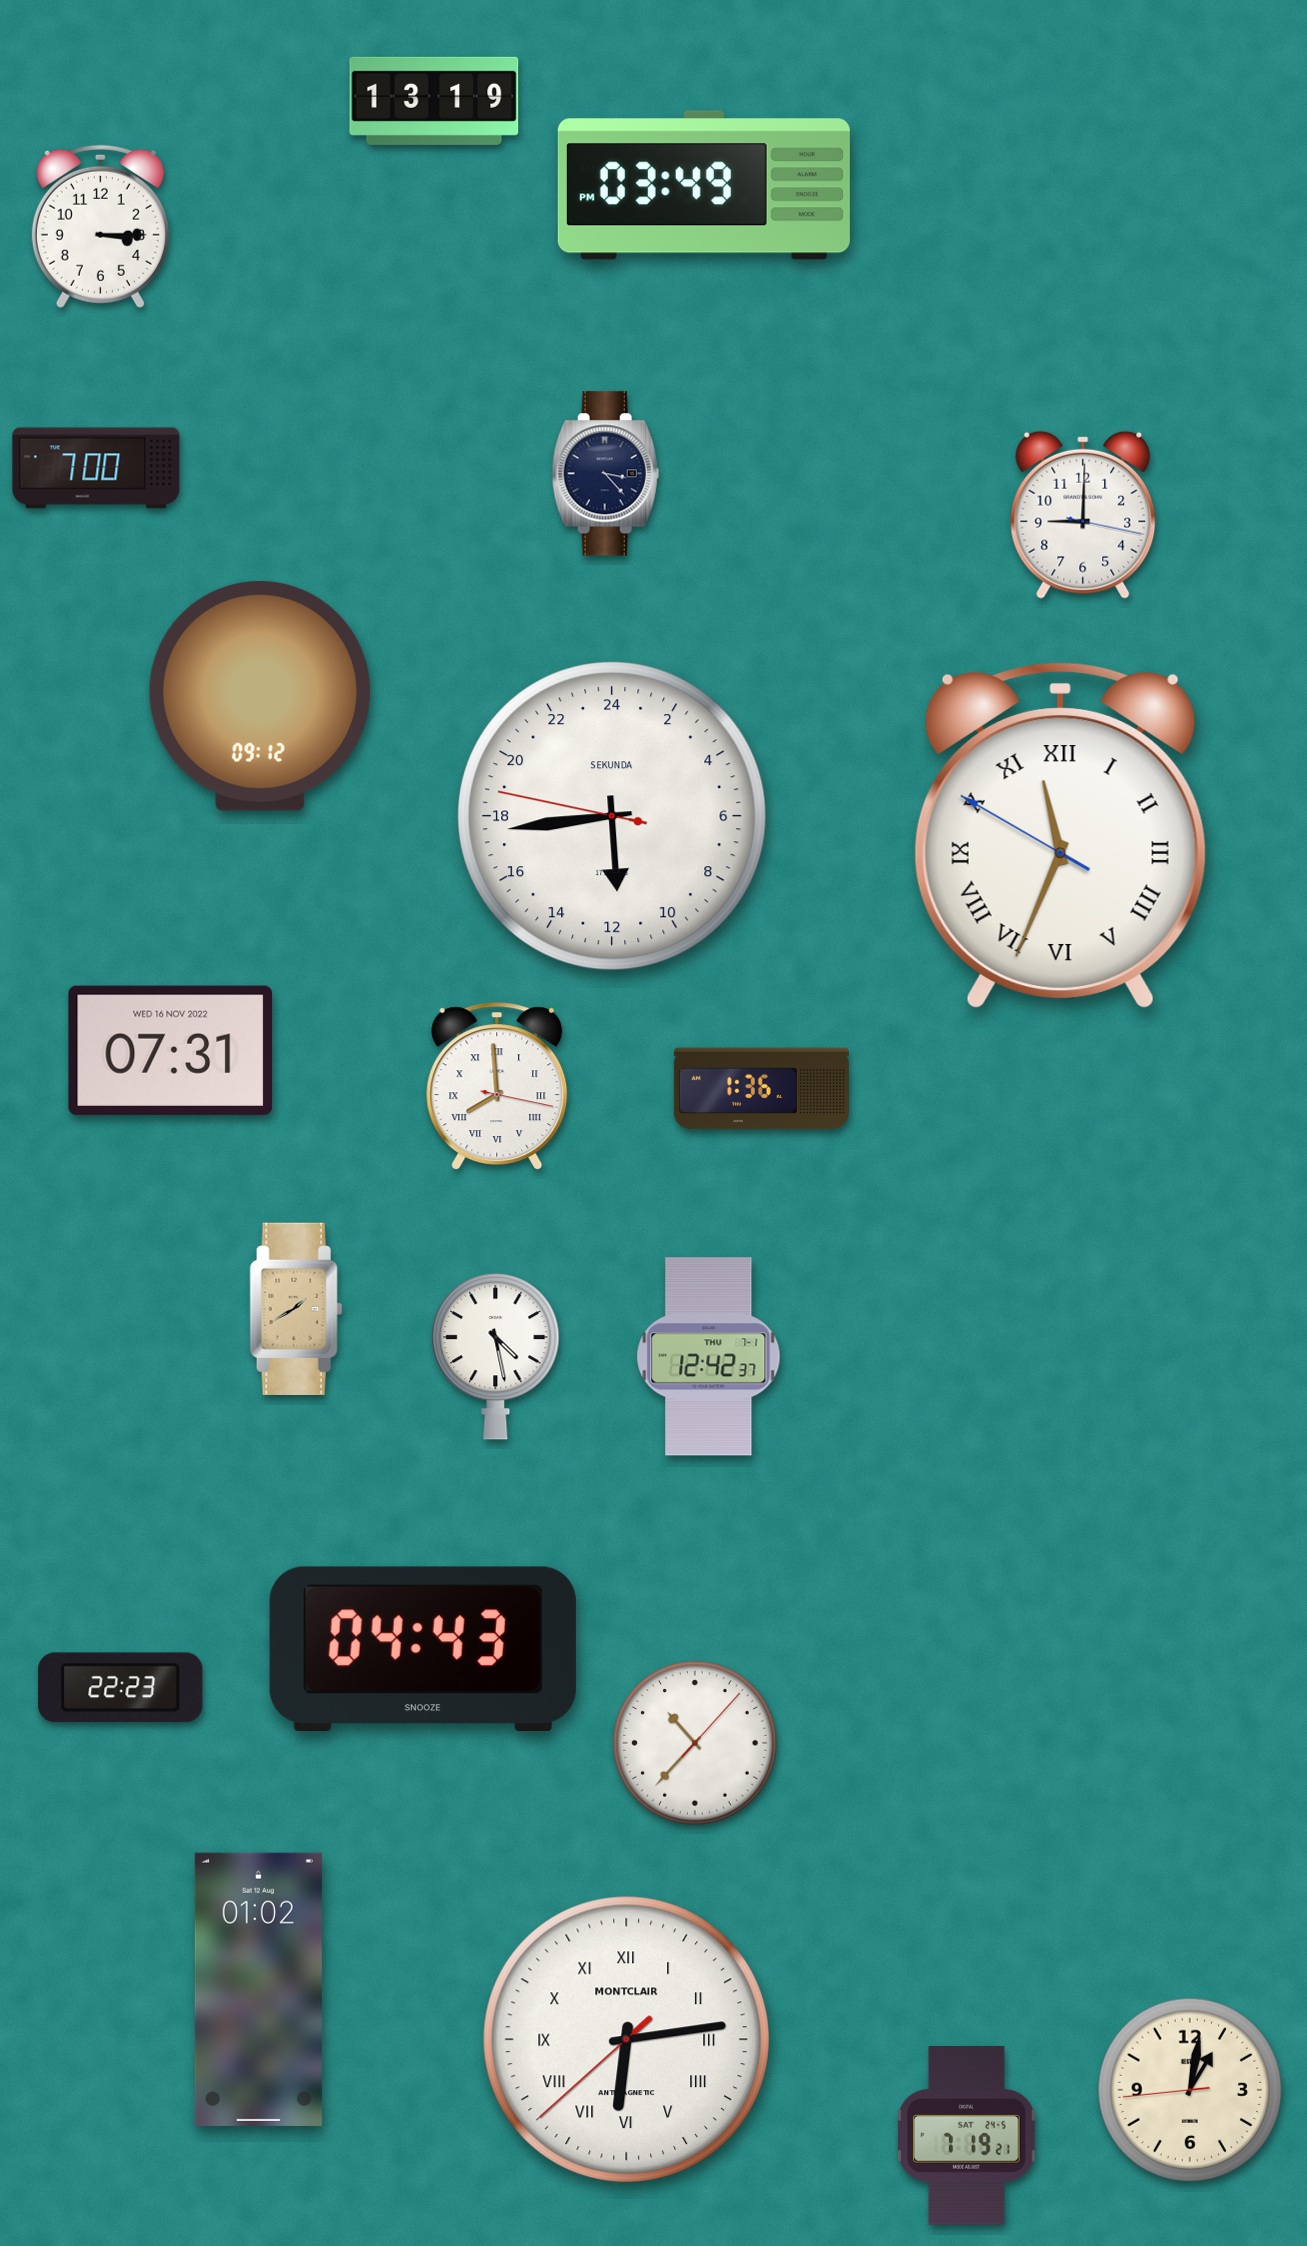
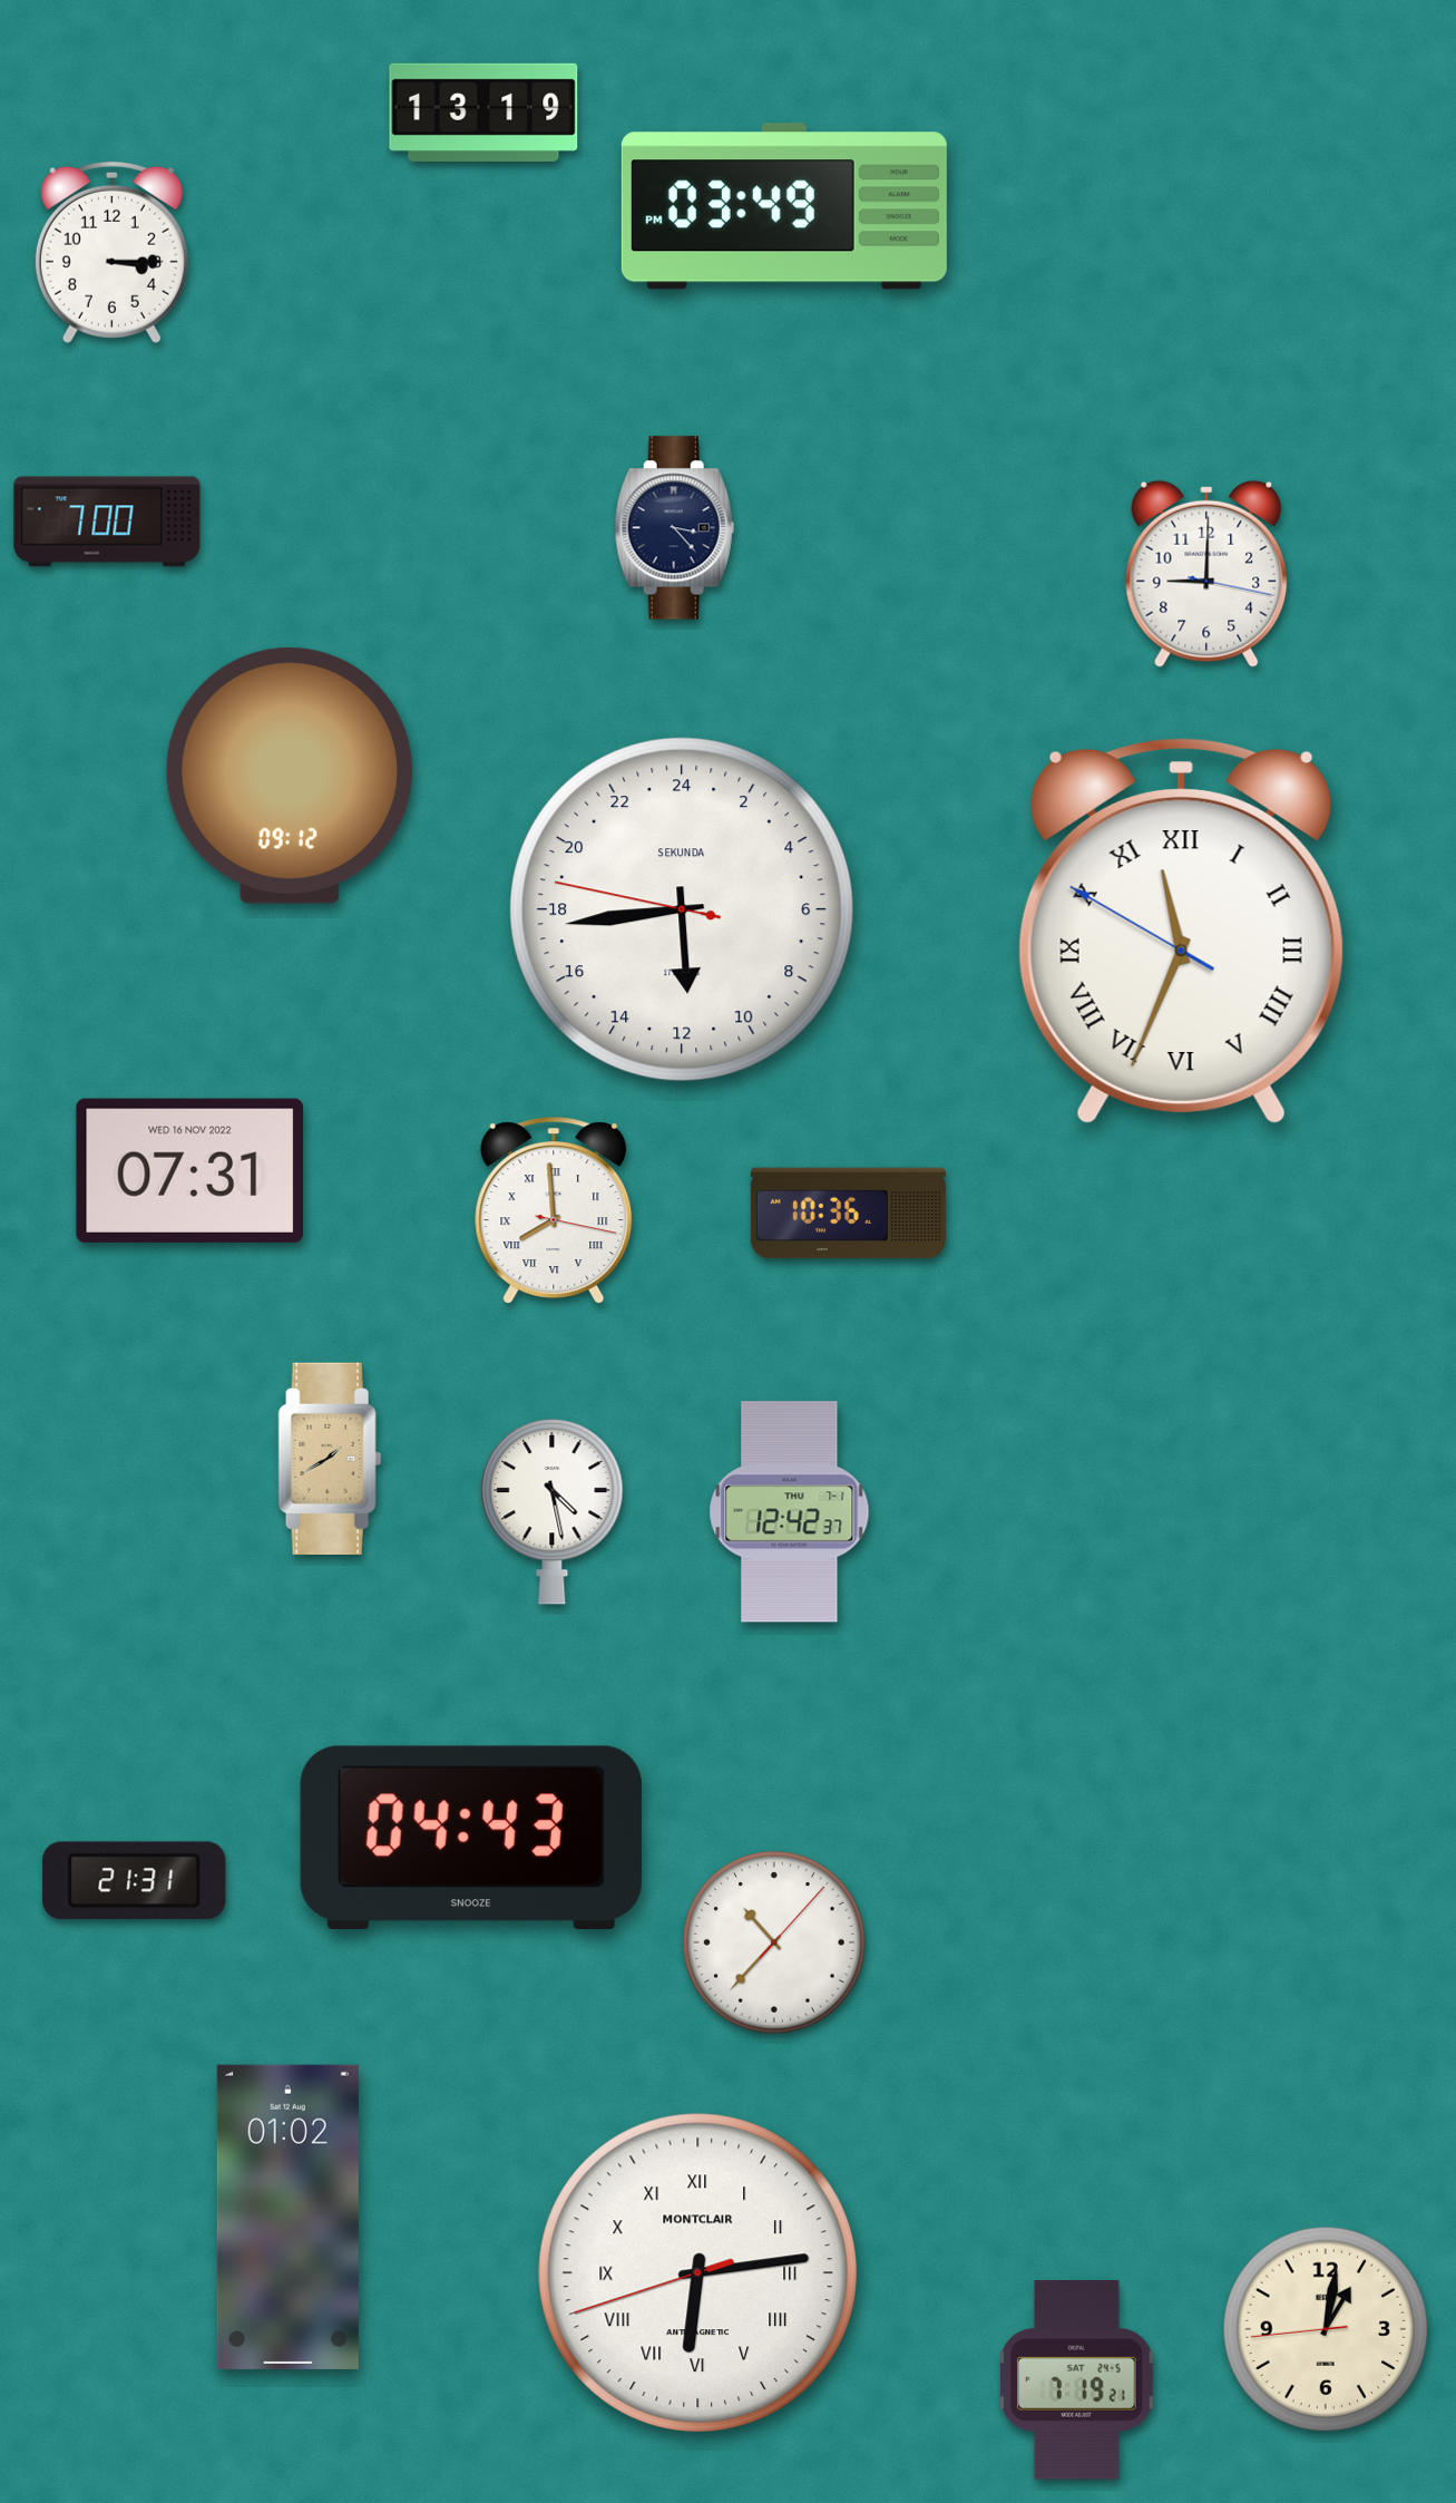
clock at (761, 1089): 1:36 -> 10:36
clock at (121, 1688): 22:23 -> 21:31
clock at (626, 2039): 6:13:38 -> 6:13:42
